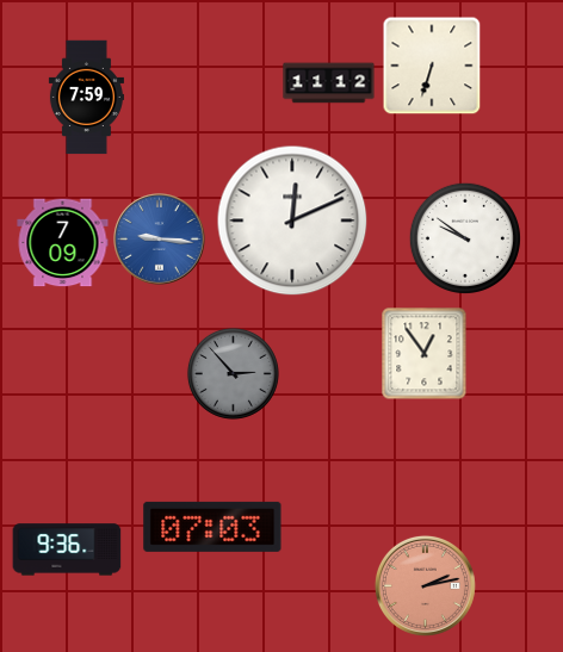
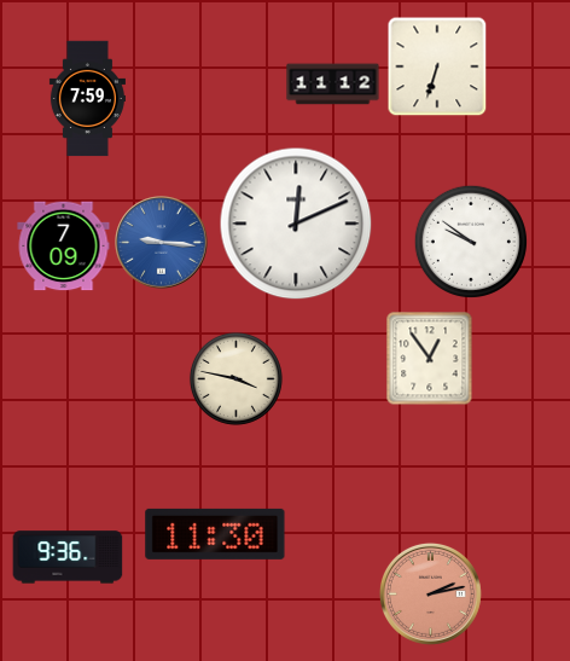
clock at (233, 373): 2:53 -> 3:47
clock at (233, 373) dial: grey -> cream
clock at (212, 527): 07:03 -> 11:30
